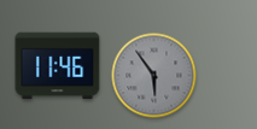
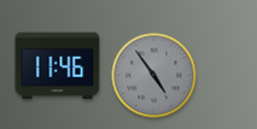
clock at (154, 76): 5:54 -> 4:54
